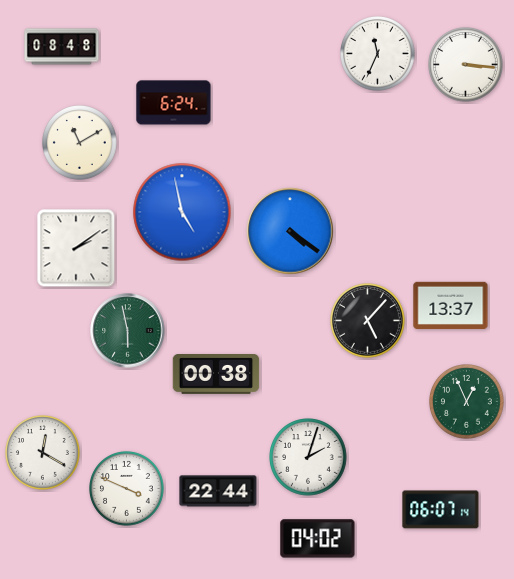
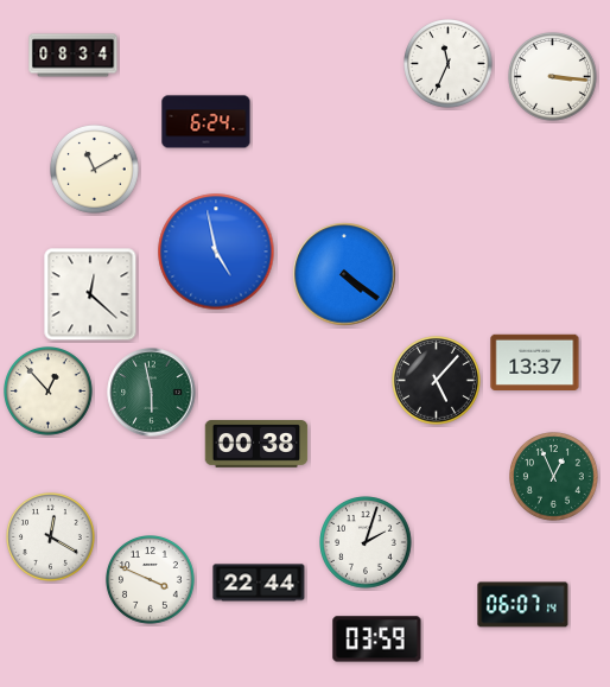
clock at (62, 47): 08:48 -> 08:34
clock at (76, 248): 2:09 -> 12:22
clock at (49, 392): none -> 12:53
clock at (318, 539): 04:02 -> 03:59
